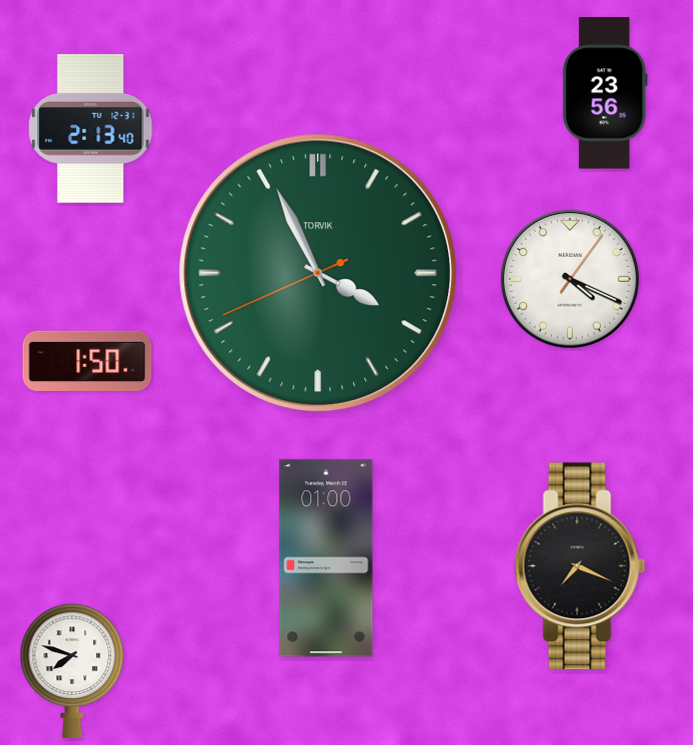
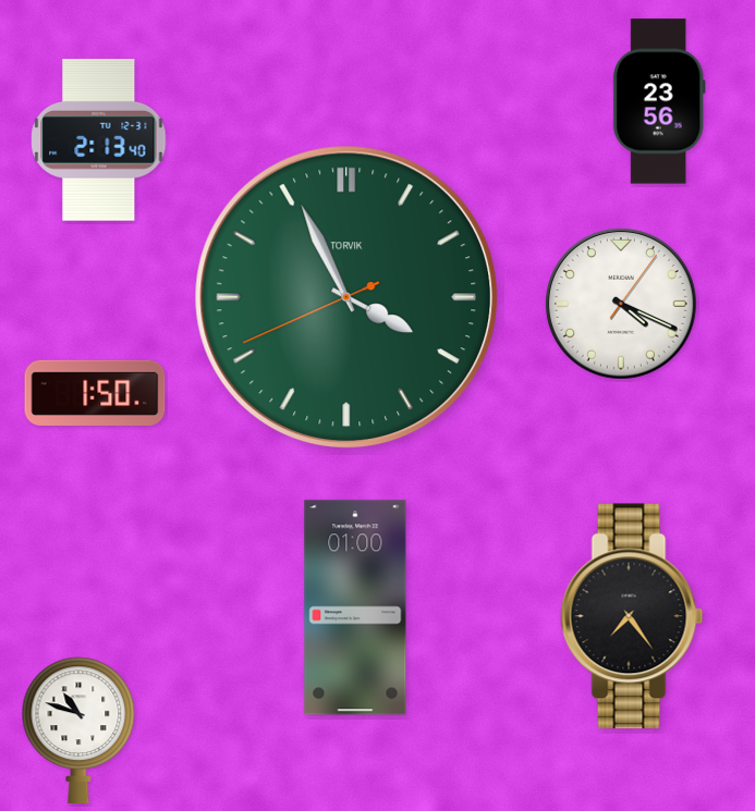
clock at (580, 566): 7:19 -> 7:24
clock at (72, 670): 7:48 -> 10:48
